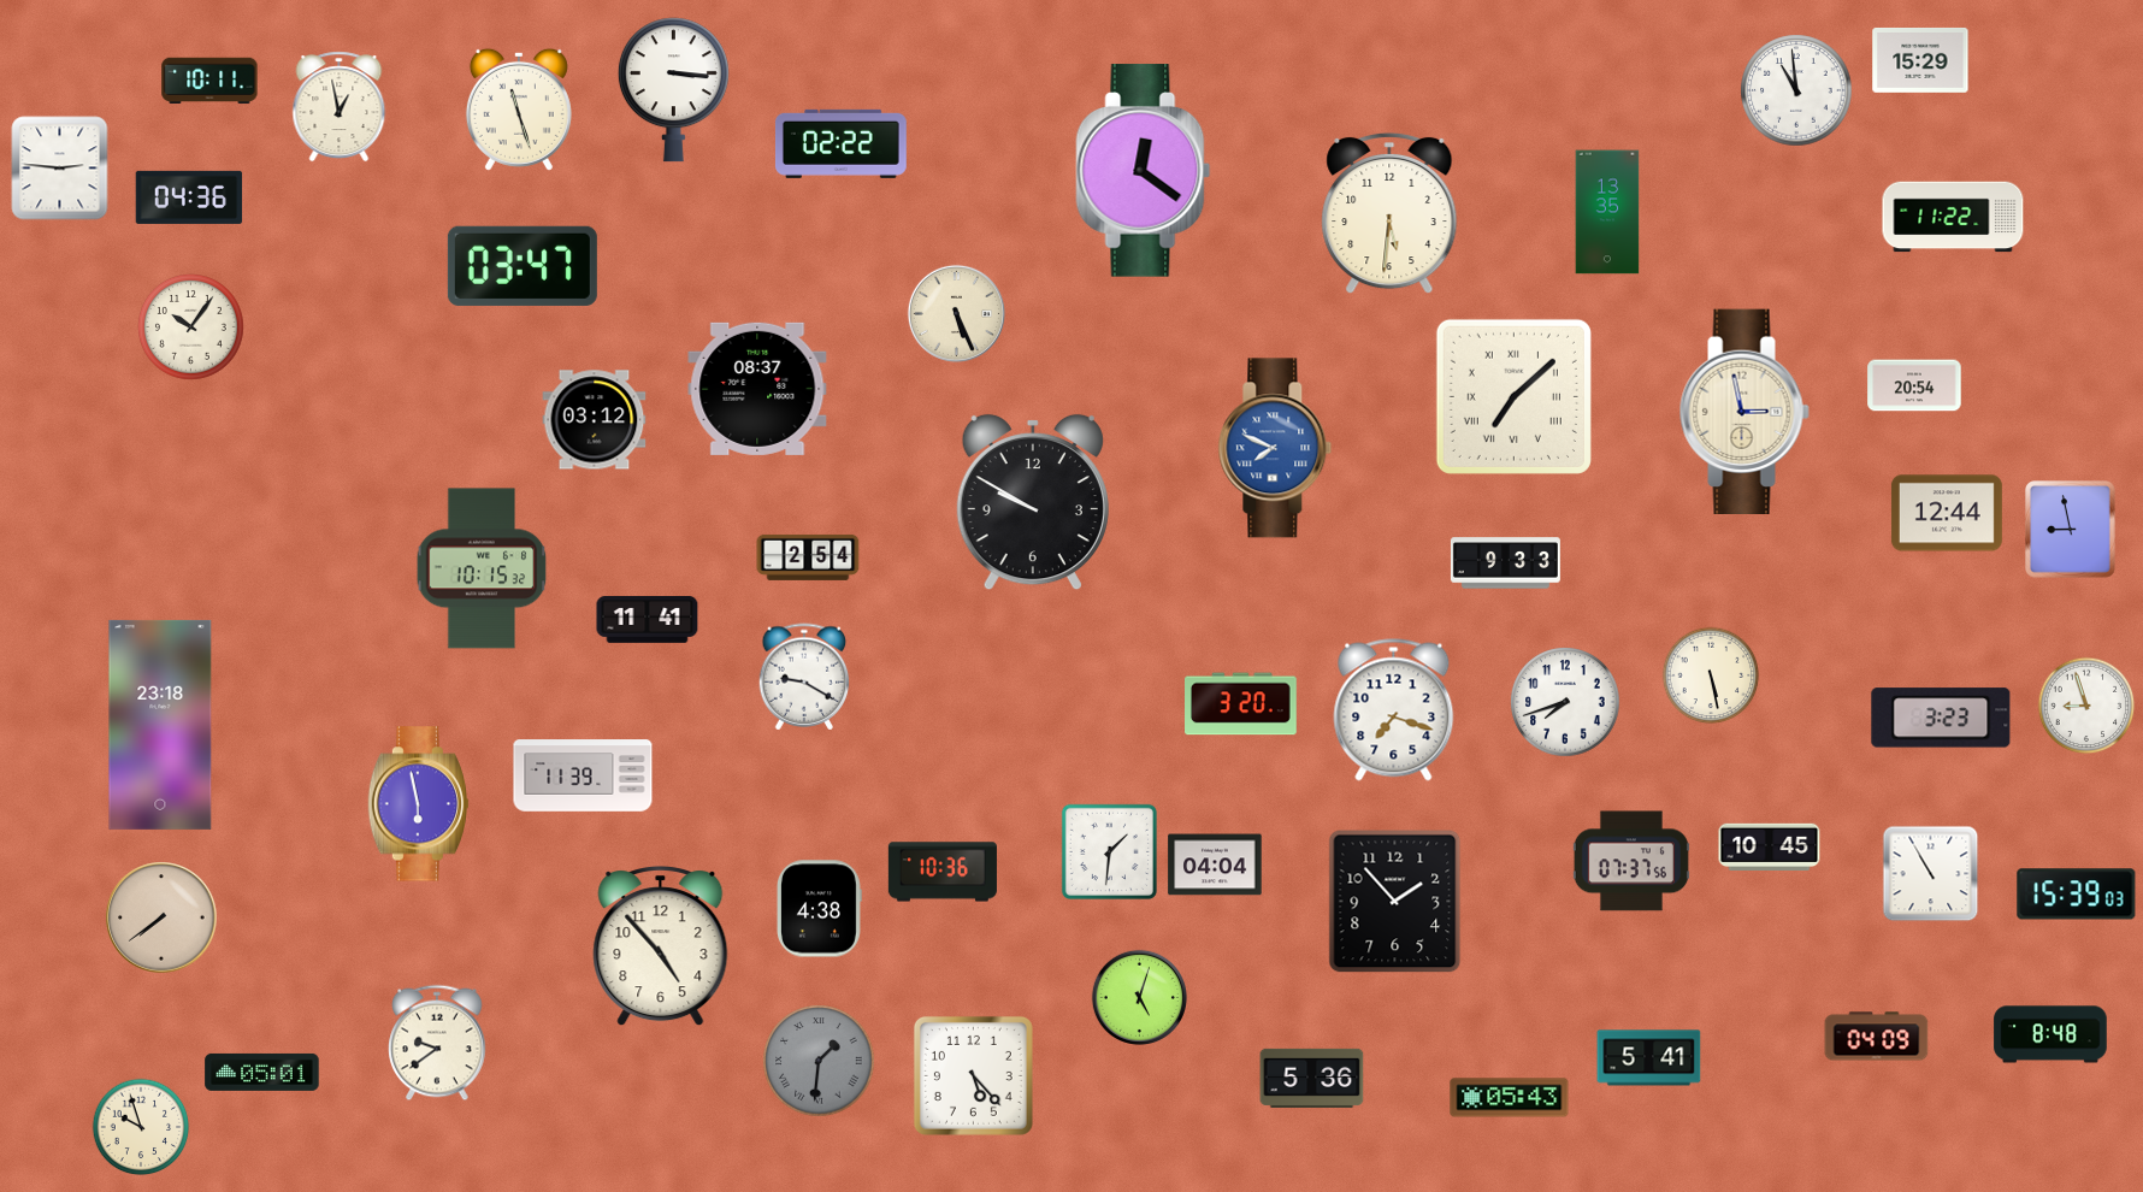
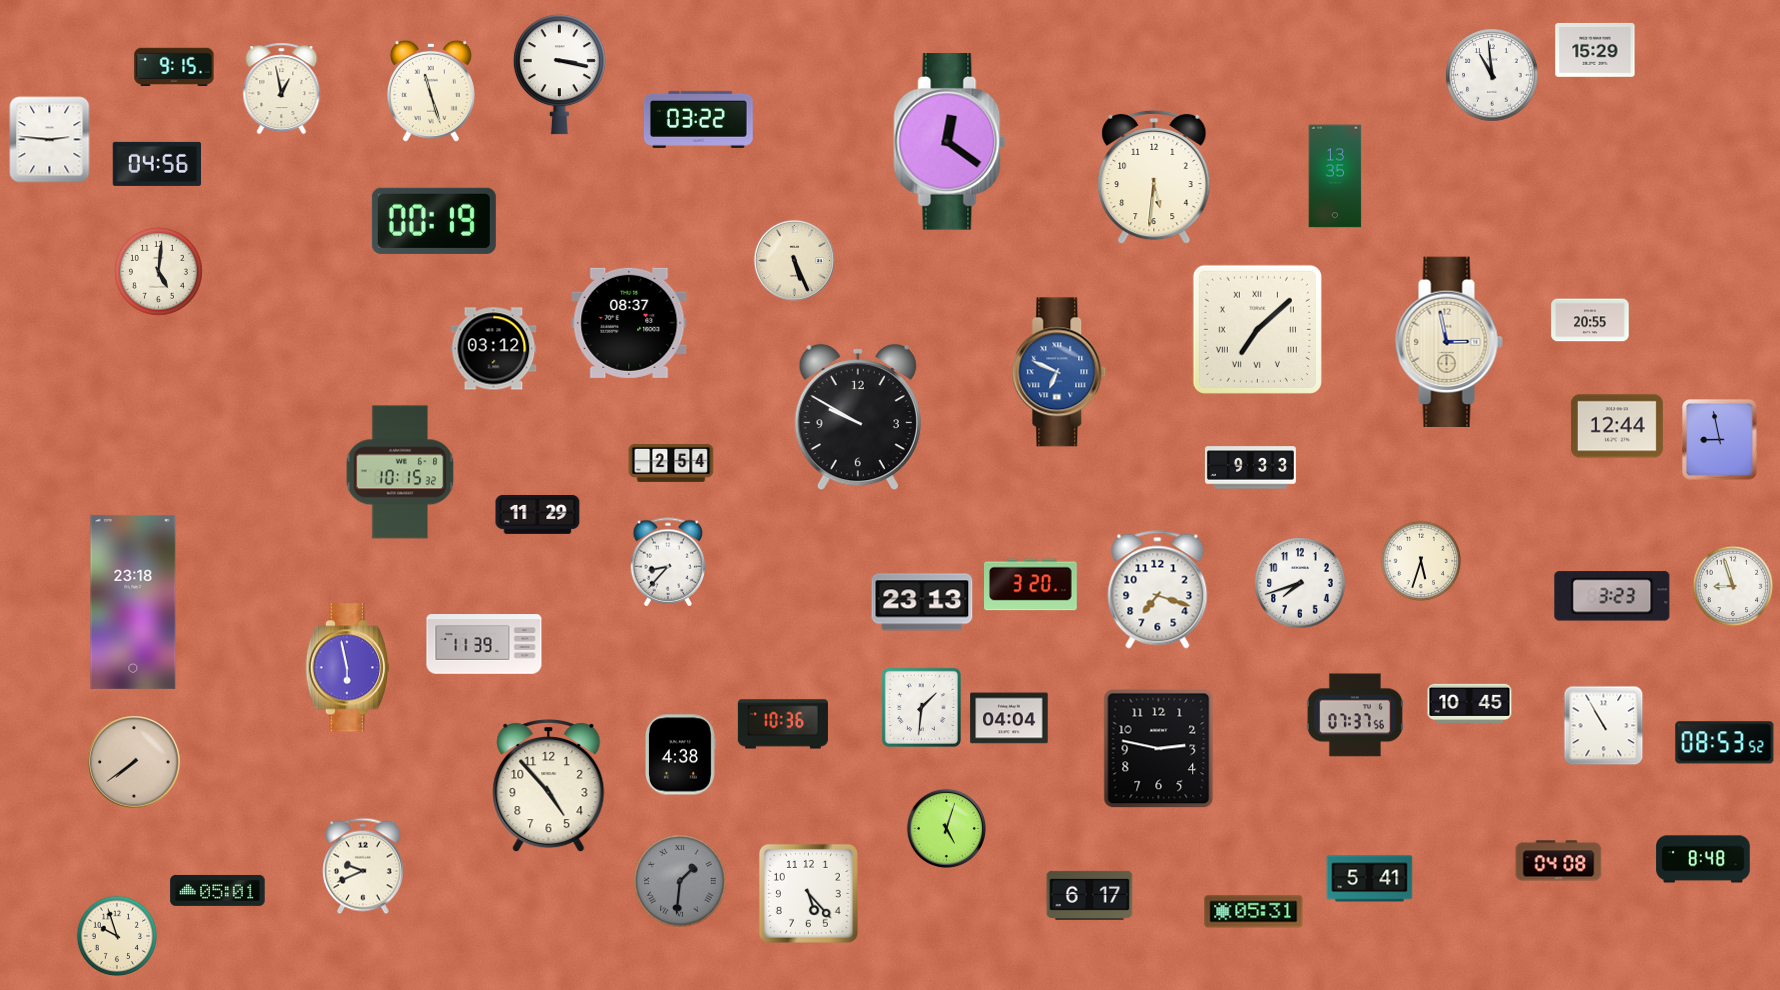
clock at (209, 81): 10:11 -> 9:15
clock at (673, 90): 3:16 -> 3:17
clock at (840, 143): 02:22 -> 03:22
clock at (189, 197): 04:36 -> 04:56
clock at (1953, 217): 11:22 -> none
clock at (523, 266): 03:47 -> 00:19
clock at (190, 326): 10:06 -> 5:01
clock at (1914, 385): 20:54 -> 20:55
clock at (1275, 448): 7:49 -> 6:49
clock at (648, 620): 11:41 -> 11:29
clock at (1711, 675): 5:28 -> 5:33
clock at (804, 677): 9:20 -> 8:37
clock at (922, 602): none -> 23:13
clock at (2077, 895): 15:39 -> 08:53
clock at (1395, 902): 1:53 -> 2:47
clock at (1877, 1037): 04:09 -> 04:08
clock at (437, 1043): 9:39 -> 9:41
clock at (1312, 1078): 5:36 -> 6:17
clock at (1510, 1098): 05:43 -> 05:31
